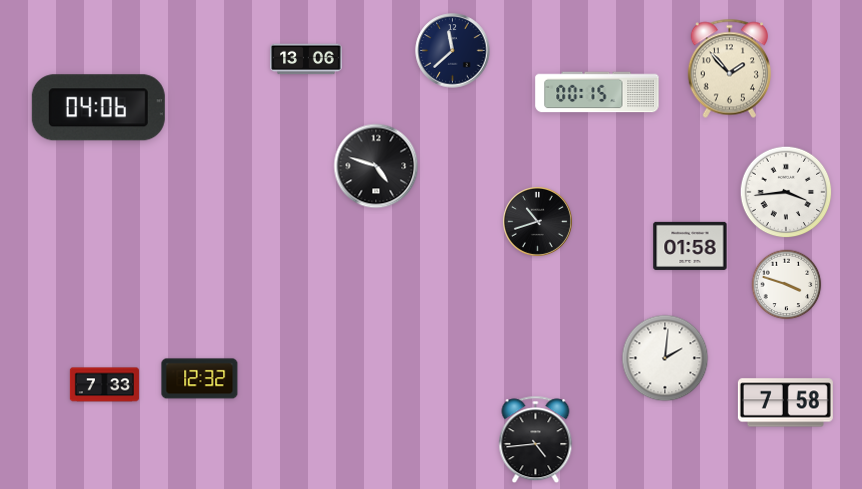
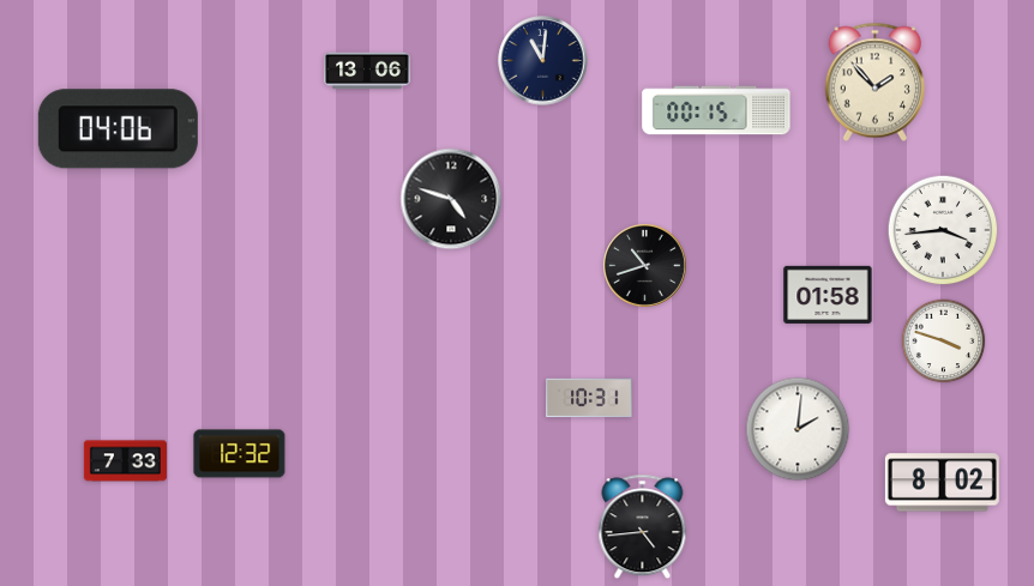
clock at (453, 51): 11:38 -> 11:01
clock at (589, 398): none -> 10:31
clock at (785, 403): 7:58 -> 8:02
